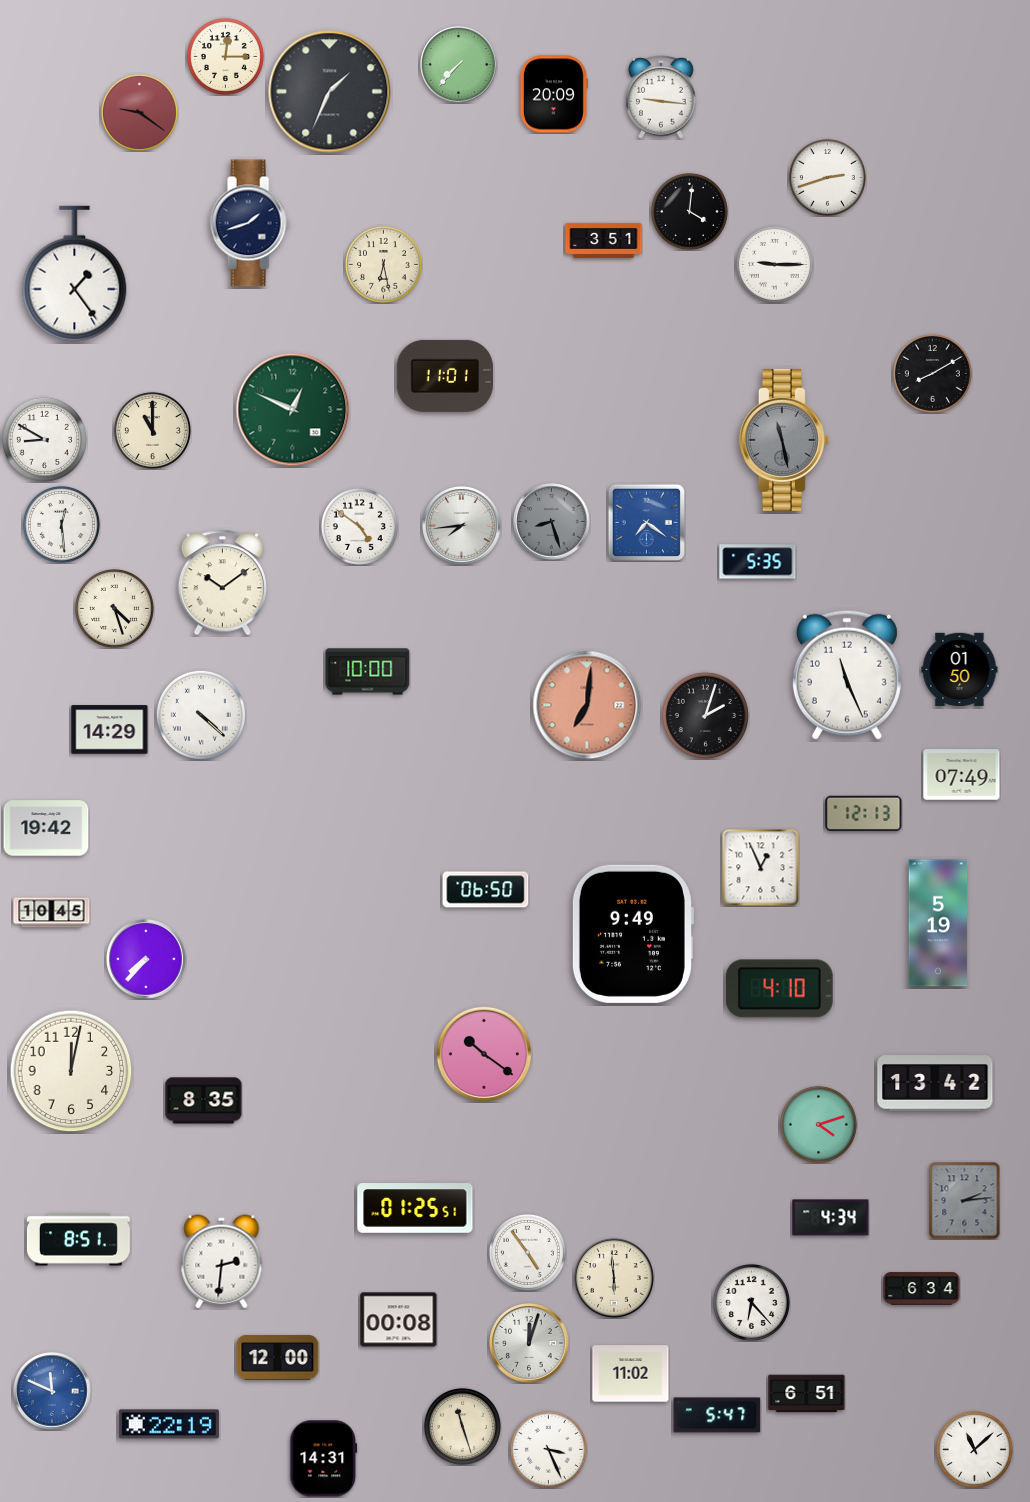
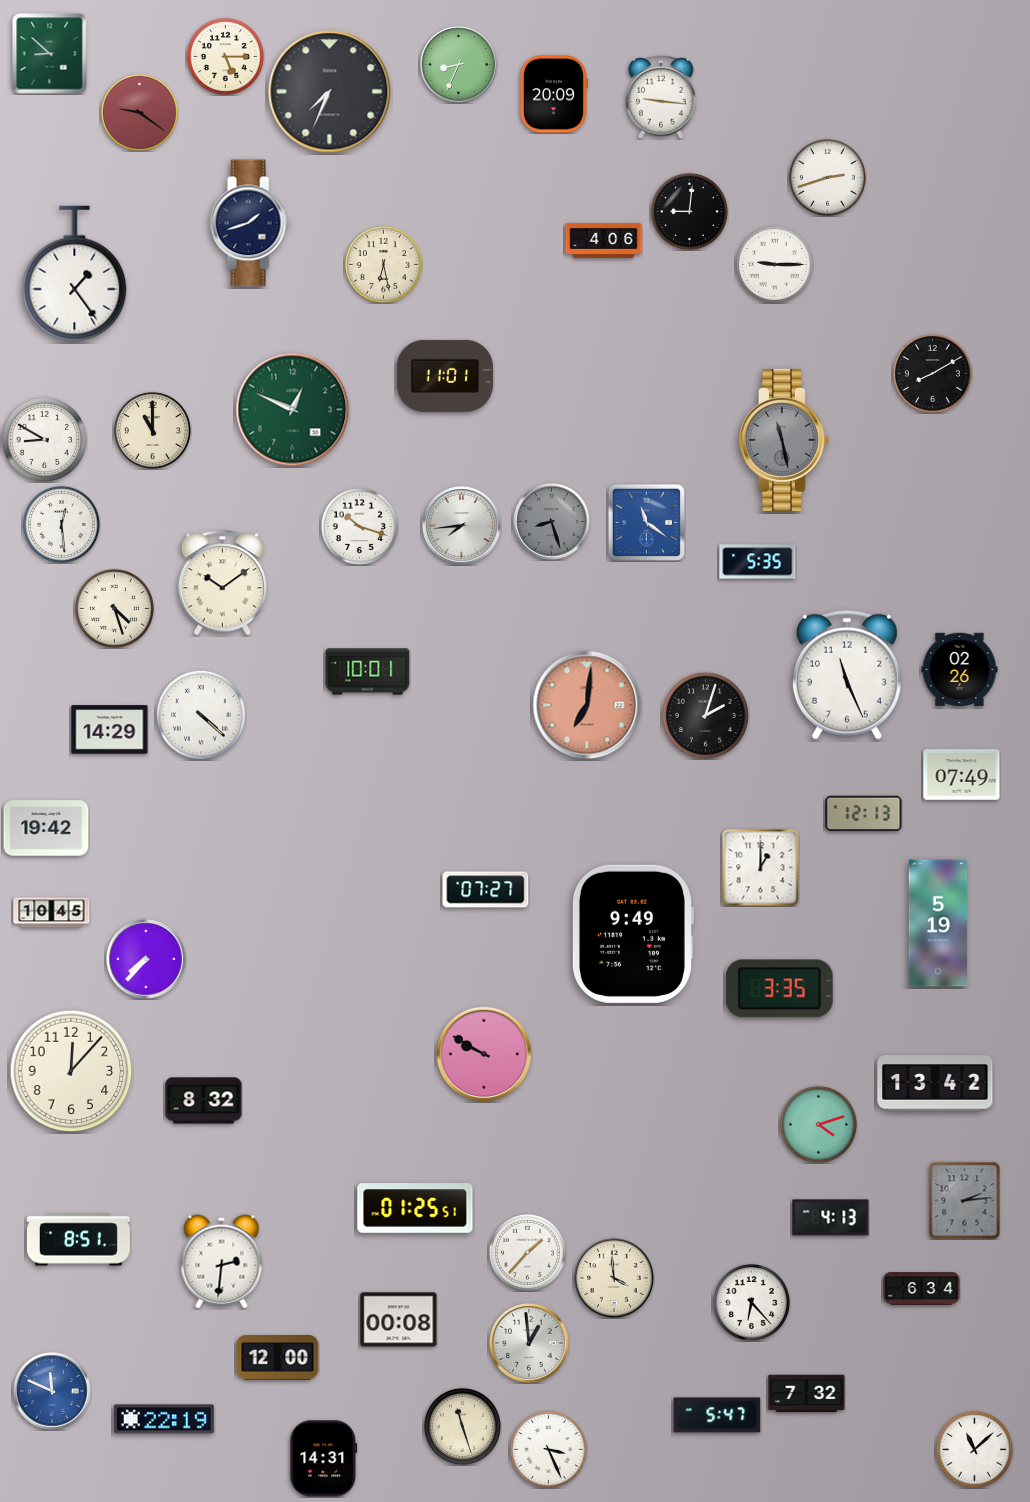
clock at (50, 54): none -> 8:52
clock at (225, 56): 12:15 -> 5:15
clock at (459, 65): 7:37 -> 8:34
clock at (330, 92): 1:34 -> 7:34
clock at (689, 211): 4:01 -> 9:01
clock at (604, 240): 3:51 -> 4:06
clock at (646, 522): 7:21 -> 11:21
clock at (359, 526): 4:51 -> 10:18
clock at (960, 669): 01:50 -> 02:26
clock at (368, 672): 10:00 -> 10:01
clock at (760, 867): 12:56 -> 1:00
clock at (486, 890): 06:50 -> 07:27
clock at (780, 989): 4:10 -> 3:35
clock at (484, 1054): 10:21 -> 9:50
clock at (71, 1071): 12:02 -> 12:07
clock at (204, 1101): 8:35 -> 8:32
clock at (831, 1218): 4:34 -> 4:13
clock at (527, 1252): 4:54 -> 1:37
clock at (614, 1278): 5:59 -> 3:59
clock at (529, 1343): 12:03 -> 12:59
clock at (631, 1374): 11:02 -> none
clock at (807, 1394): 6:51 -> 7:32
clock at (169, 1424) position: (169, 1424) -> (164, 1419)
